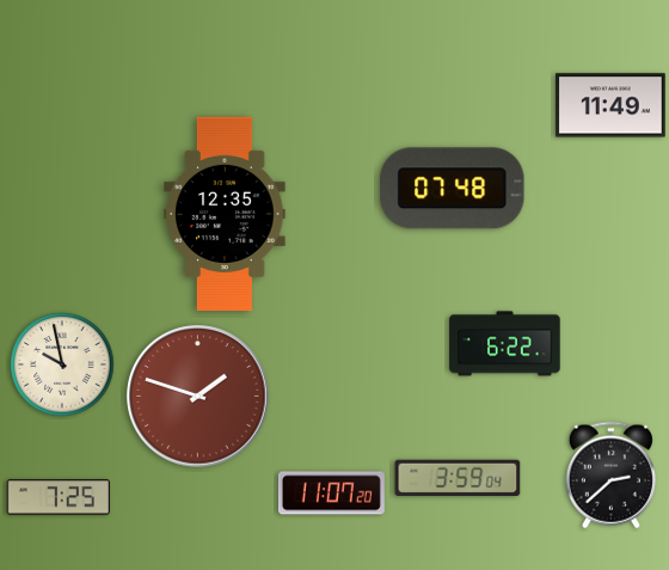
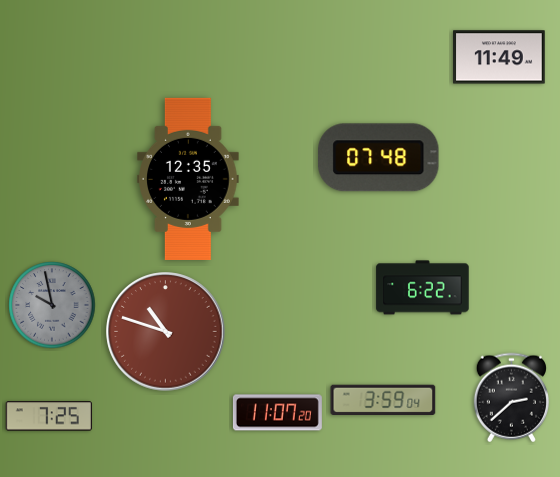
clock at (610, 105) position: (610, 105) -> (499, 57)
clock at (62, 364) dial: cream -> grey
clock at (198, 397): 1:48 -> 10:48
